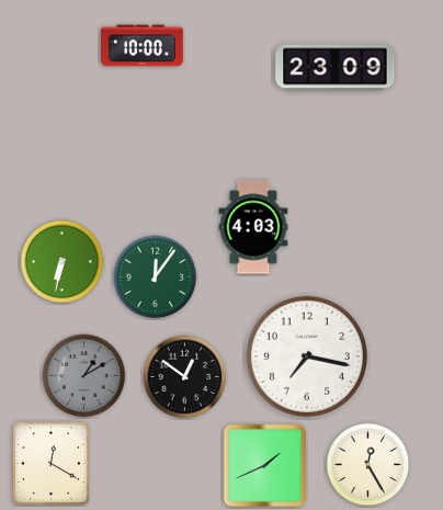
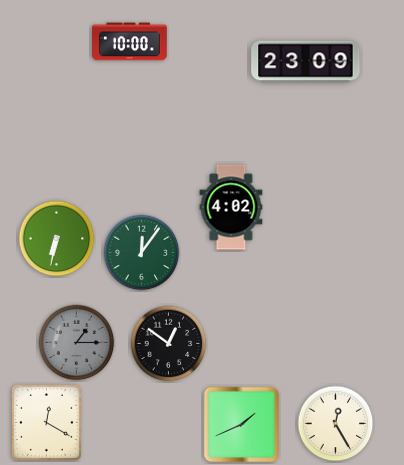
clock at (253, 227): 4:03 -> 4:02
clock at (306, 355): 7:17 -> none
clock at (84, 376): 1:10 -> 1:15
